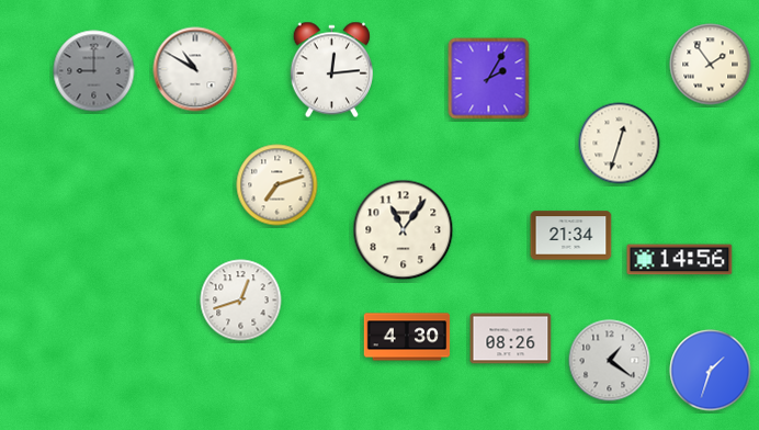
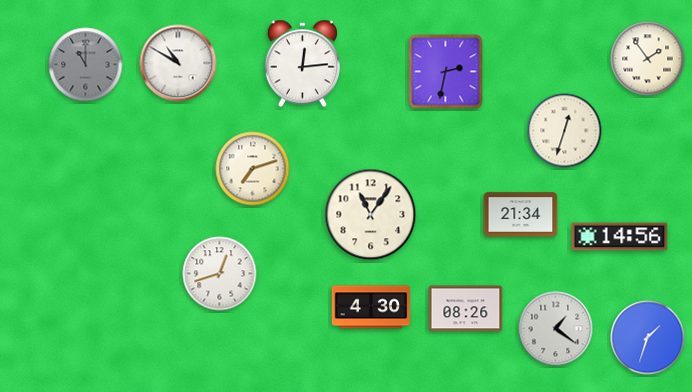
clock at (94, 71): 9:00 -> 11:00
clock at (489, 79): 2:05 -> 2:32
clock at (404, 230) position: (404, 230) -> (371, 215)
